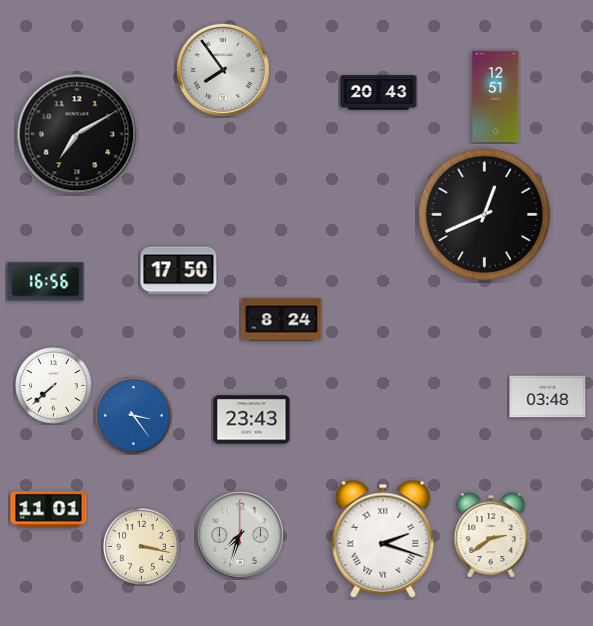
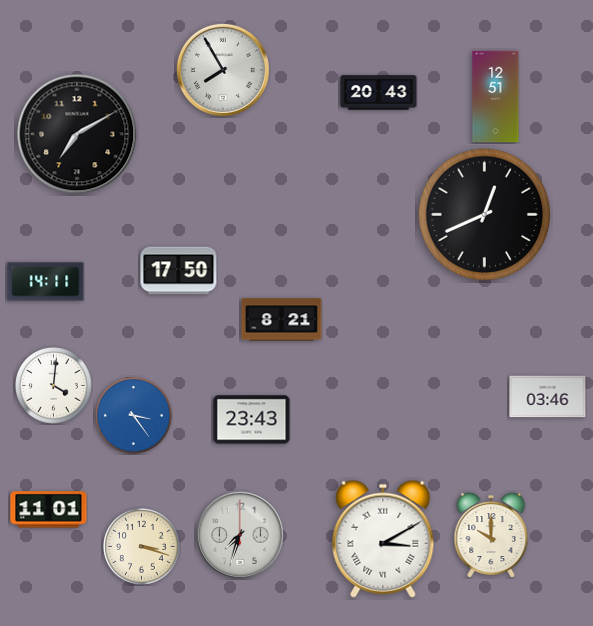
clock at (223, 70): 7:54 -> 7:55
clock at (46, 282): 16:56 -> 14:11
clock at (282, 320): 8:24 -> 8:21
clock at (54, 386): 7:38 -> 4:01
clock at (548, 397): 03:48 -> 03:46
clock at (491, 535): 2:39 -> 10:00
clock at (383, 539): 2:18 -> 3:10
clock at (142, 547): 3:17 -> 3:18
